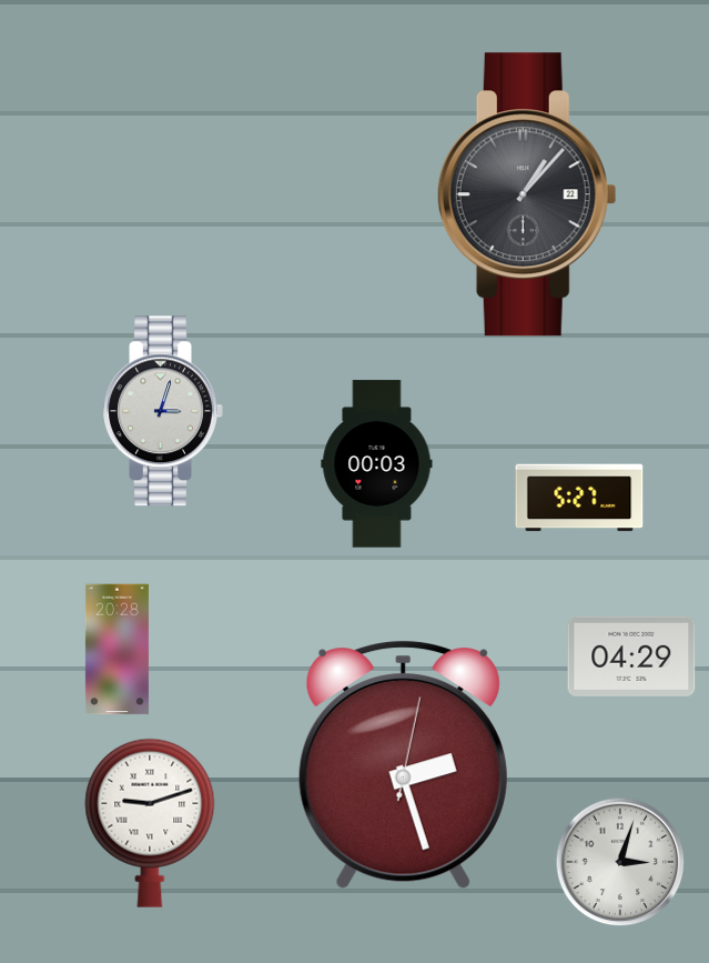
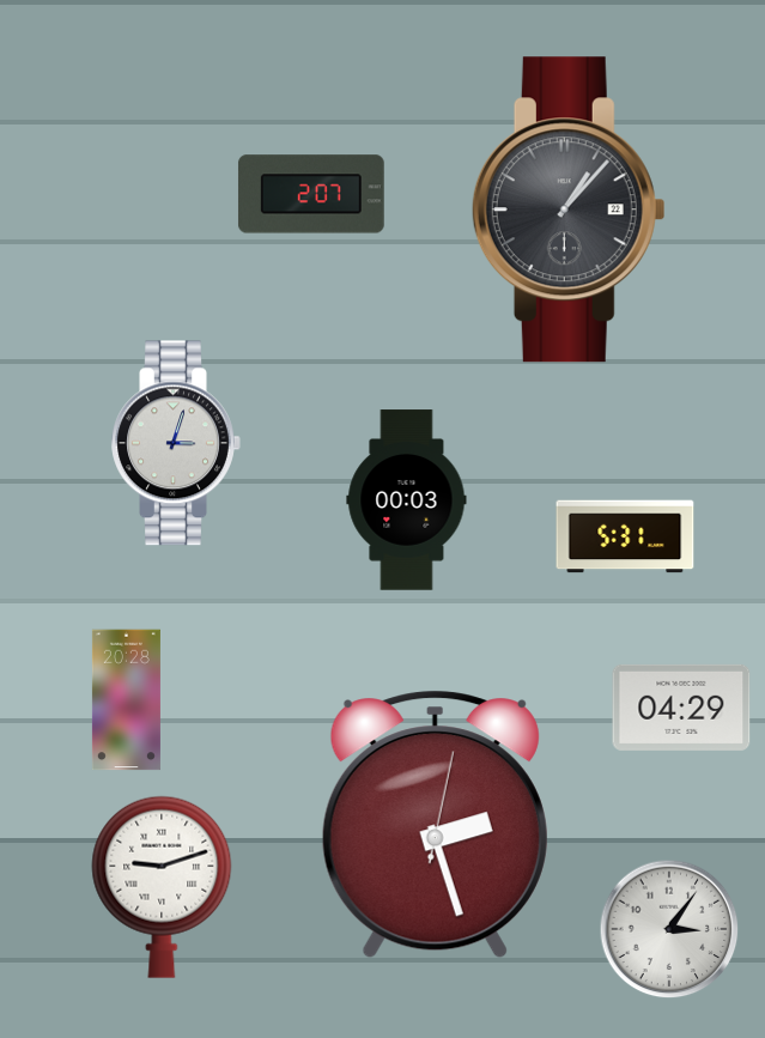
clock at (311, 194): none -> 2:07
clock at (579, 498): 5:27 -> 5:31
clock at (620, 862): 3:03 -> 3:06
